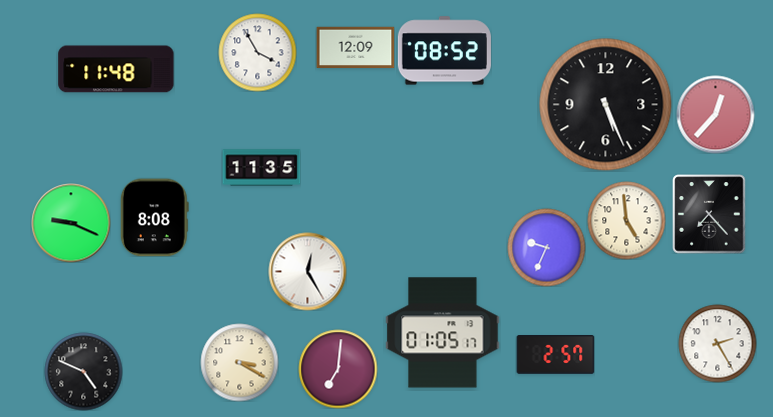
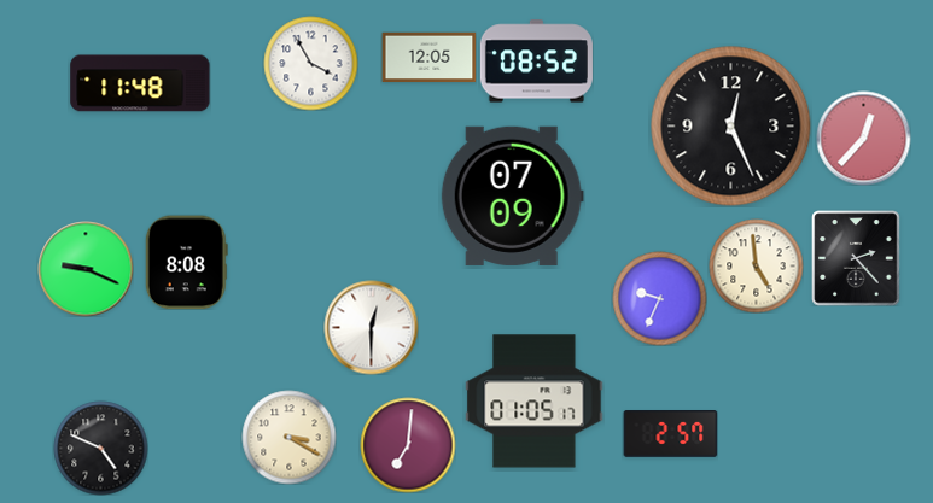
clock at (355, 48): 12:09 -> 12:05
clock at (606, 105): 5:26 -> 12:26
clock at (512, 195): none -> 07:09
clock at (261, 168): 11:35 -> none
clock at (709, 214): 7:23 -> 2:23
clock at (307, 271): 12:25 -> 12:30
clock at (717, 343): 2:25 -> none
clock at (555, 355) position: (555, 355) -> (670, 434)
